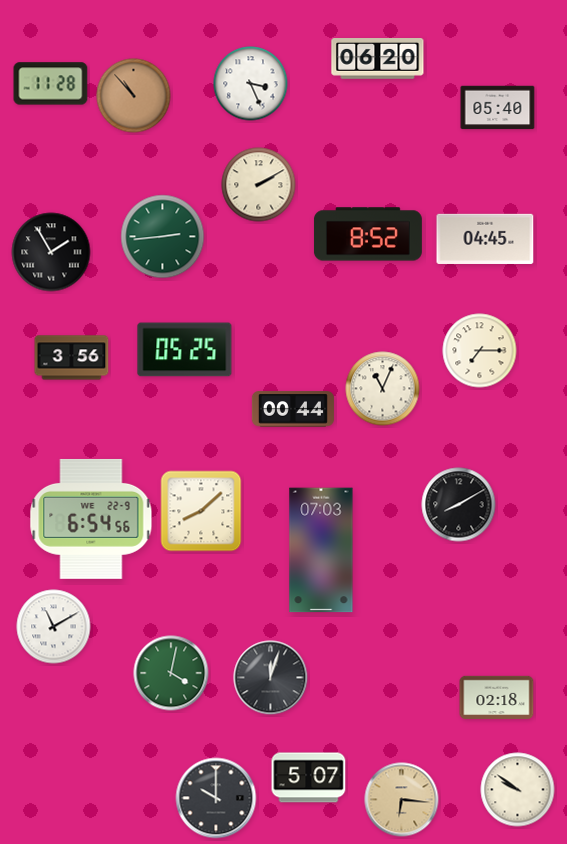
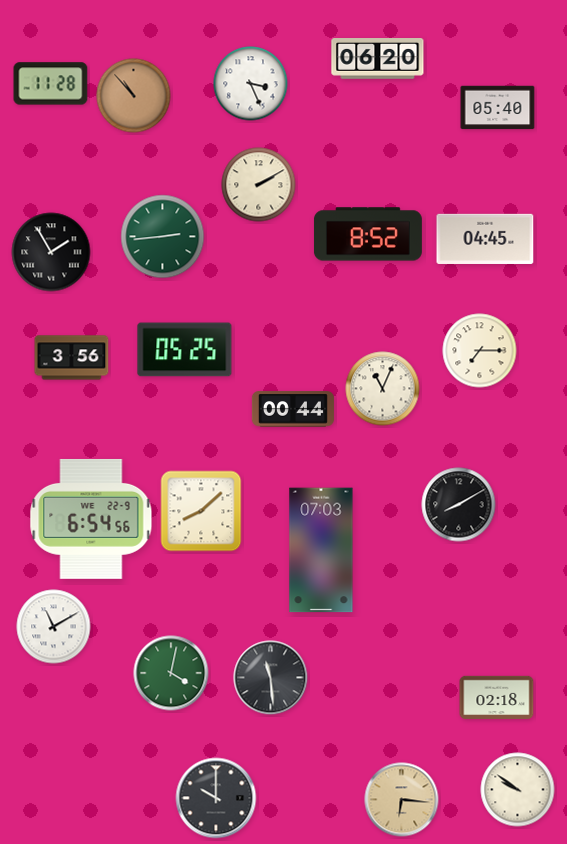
clock at (271, 678): 12:03 -> 11:29
clock at (309, 778): 5:07 -> none
